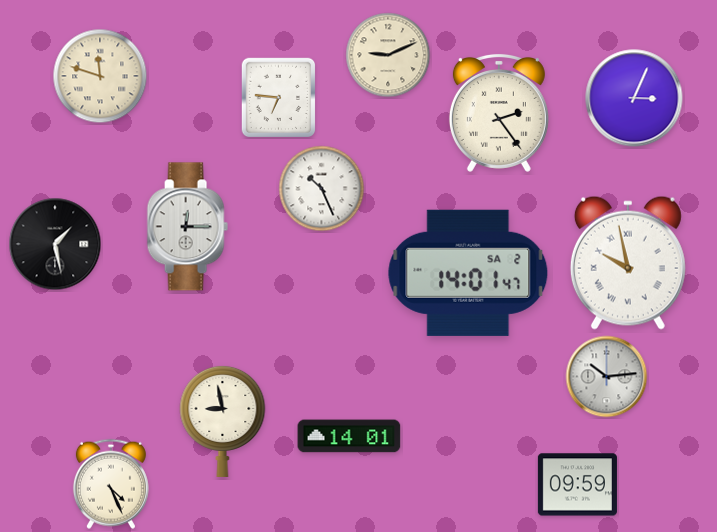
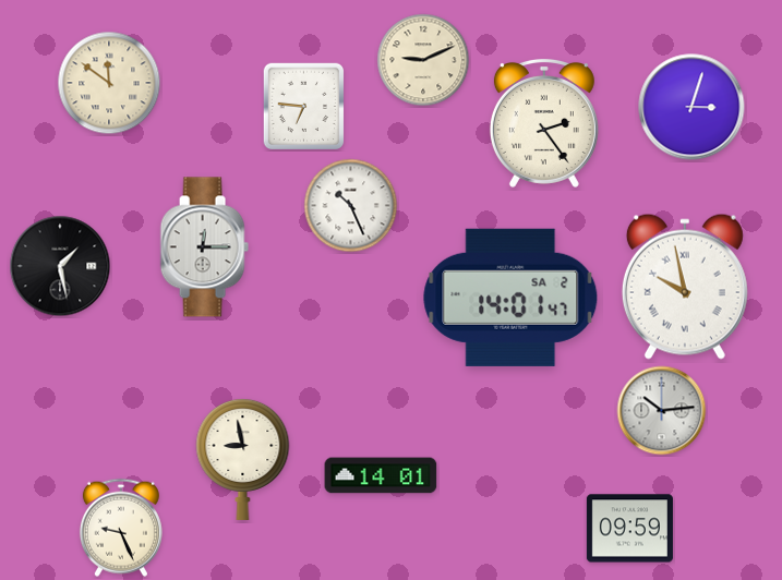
clock at (100, 76): 11:48 -> 11:51
clock at (634, 98): 3:04 -> 3:03
clock at (111, 484): 4:26 -> 9:26
